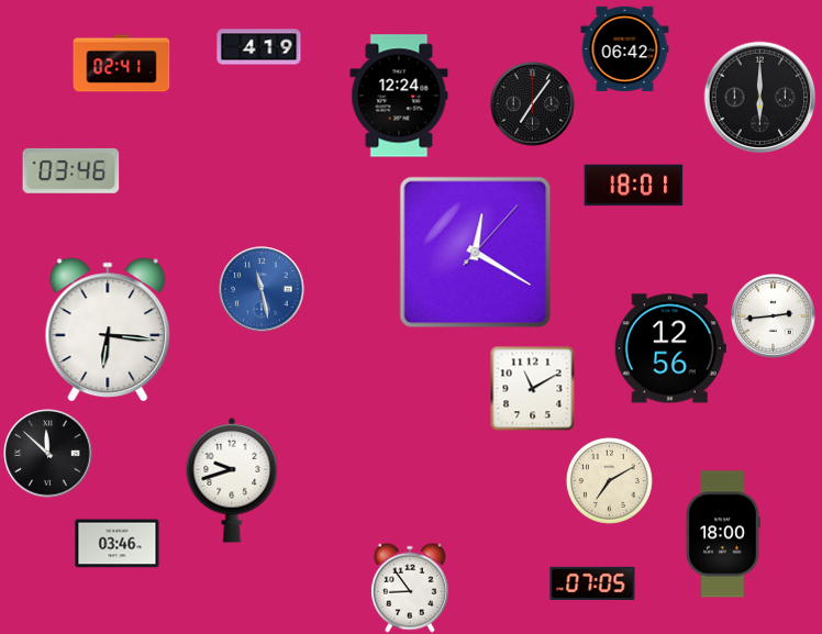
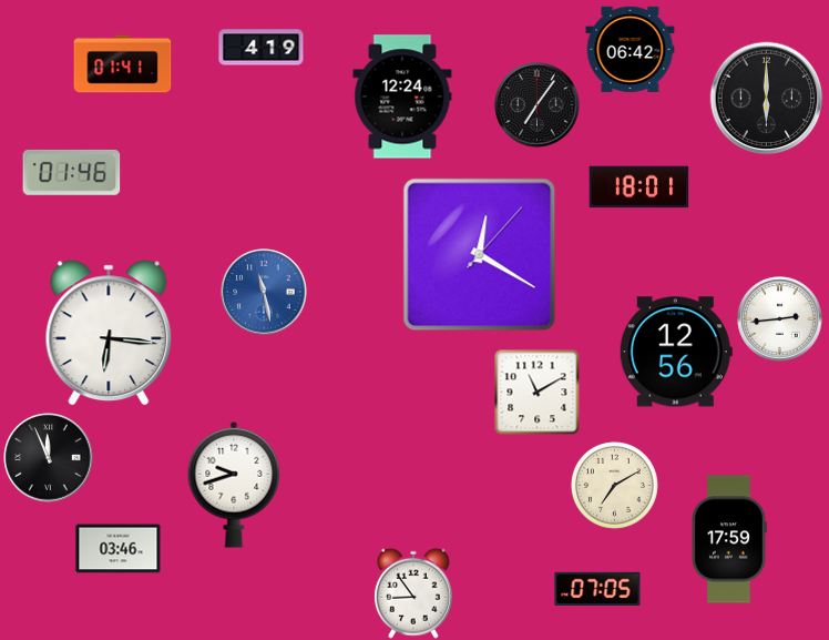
clock at (122, 64): 02:41 -> 01:41
clock at (71, 170): 03:46 -> 01:46
clock at (48, 454): 11:52 -> 11:56
clock at (723, 534): 18:00 -> 17:59
